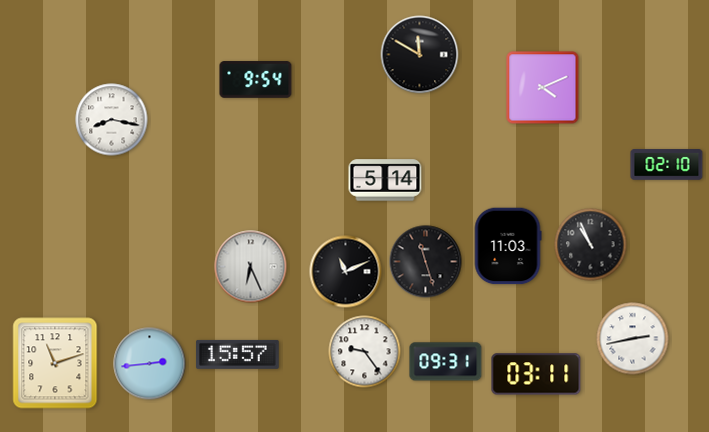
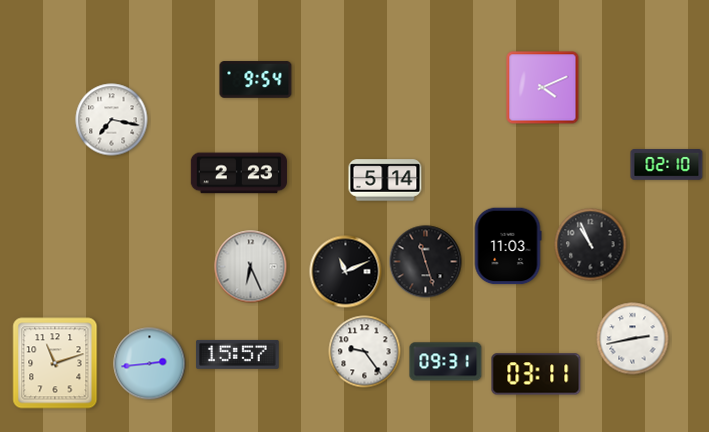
clock at (420, 55): 11:50 -> none
clock at (112, 120): 8:17 -> 7:17
clock at (239, 173): none -> 2:23
